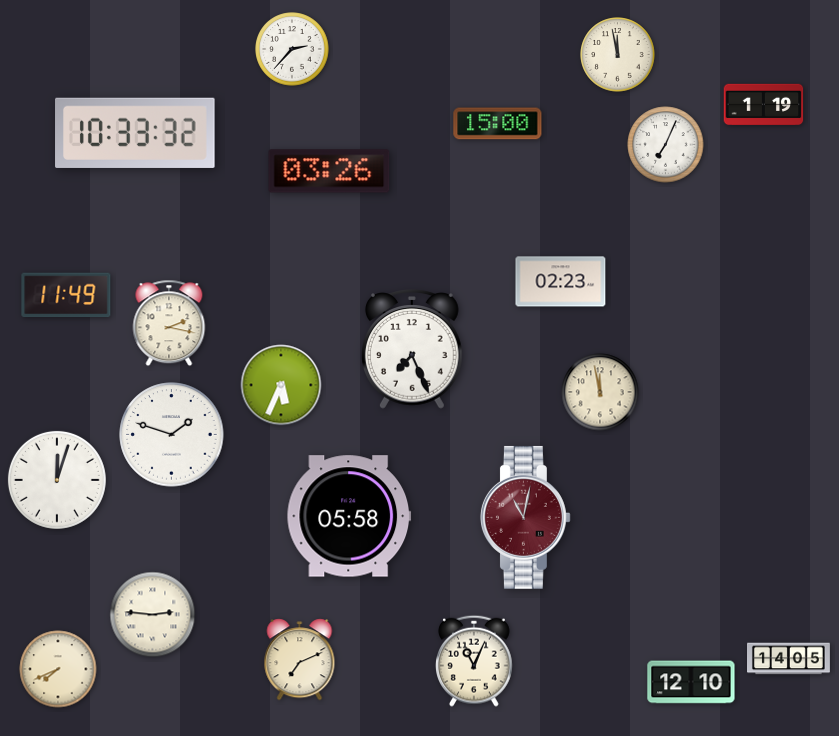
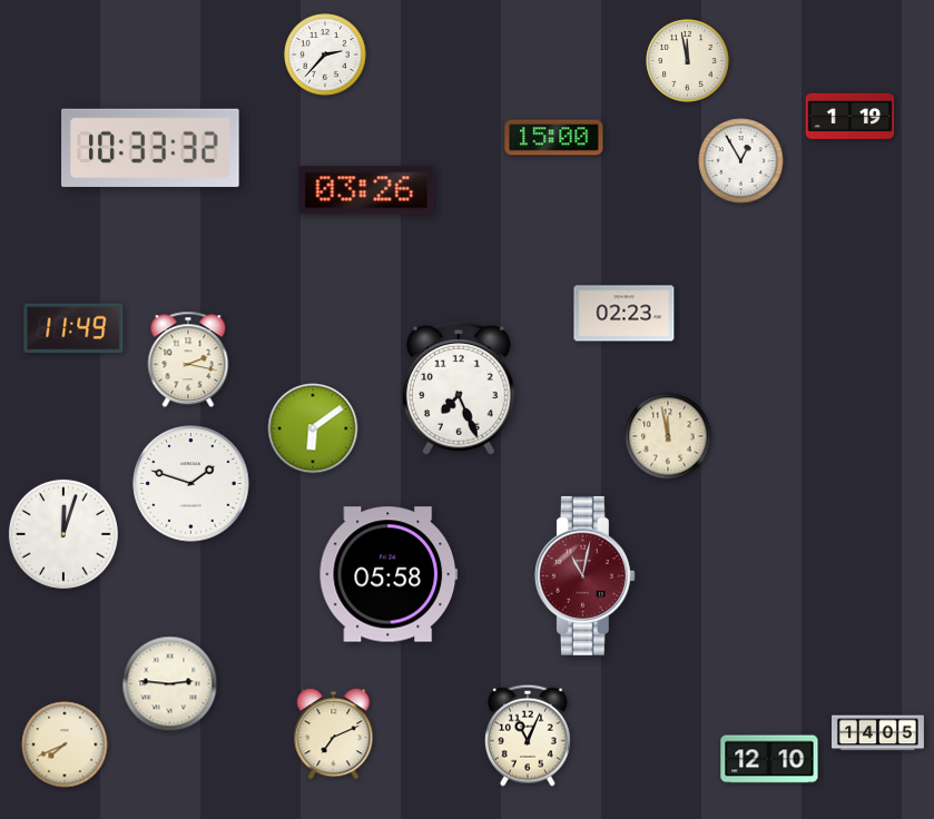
clock at (666, 145): 7:04 -> 12:55
clock at (281, 385): 5:34 -> 6:09
